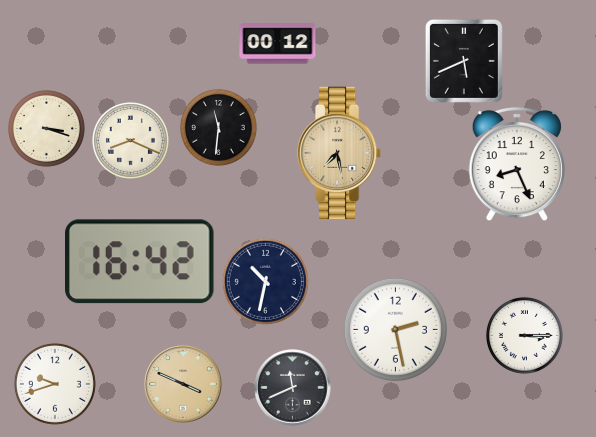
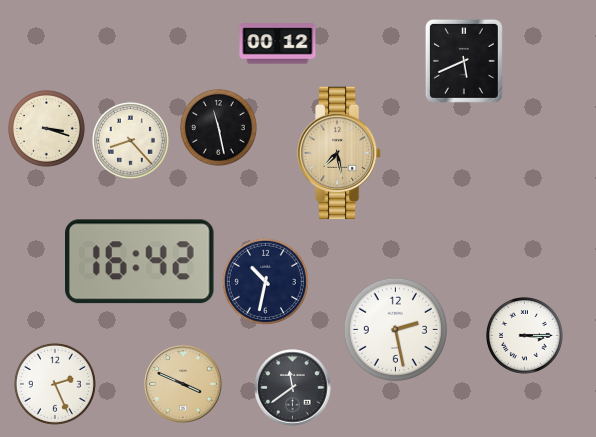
clock at (218, 127): 11:31 -> 11:28
clock at (130, 140): 8:19 -> 8:23
clock at (517, 164): 8:26 -> none
clock at (55, 384): 9:42 -> 2:26
clock at (293, 388): 11:41 -> 11:39
